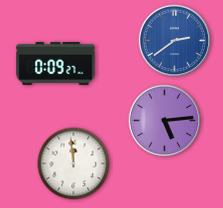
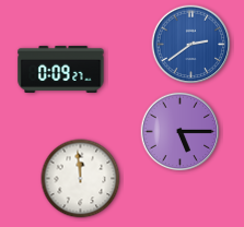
clock at (165, 121): 5:14 -> 5:15
